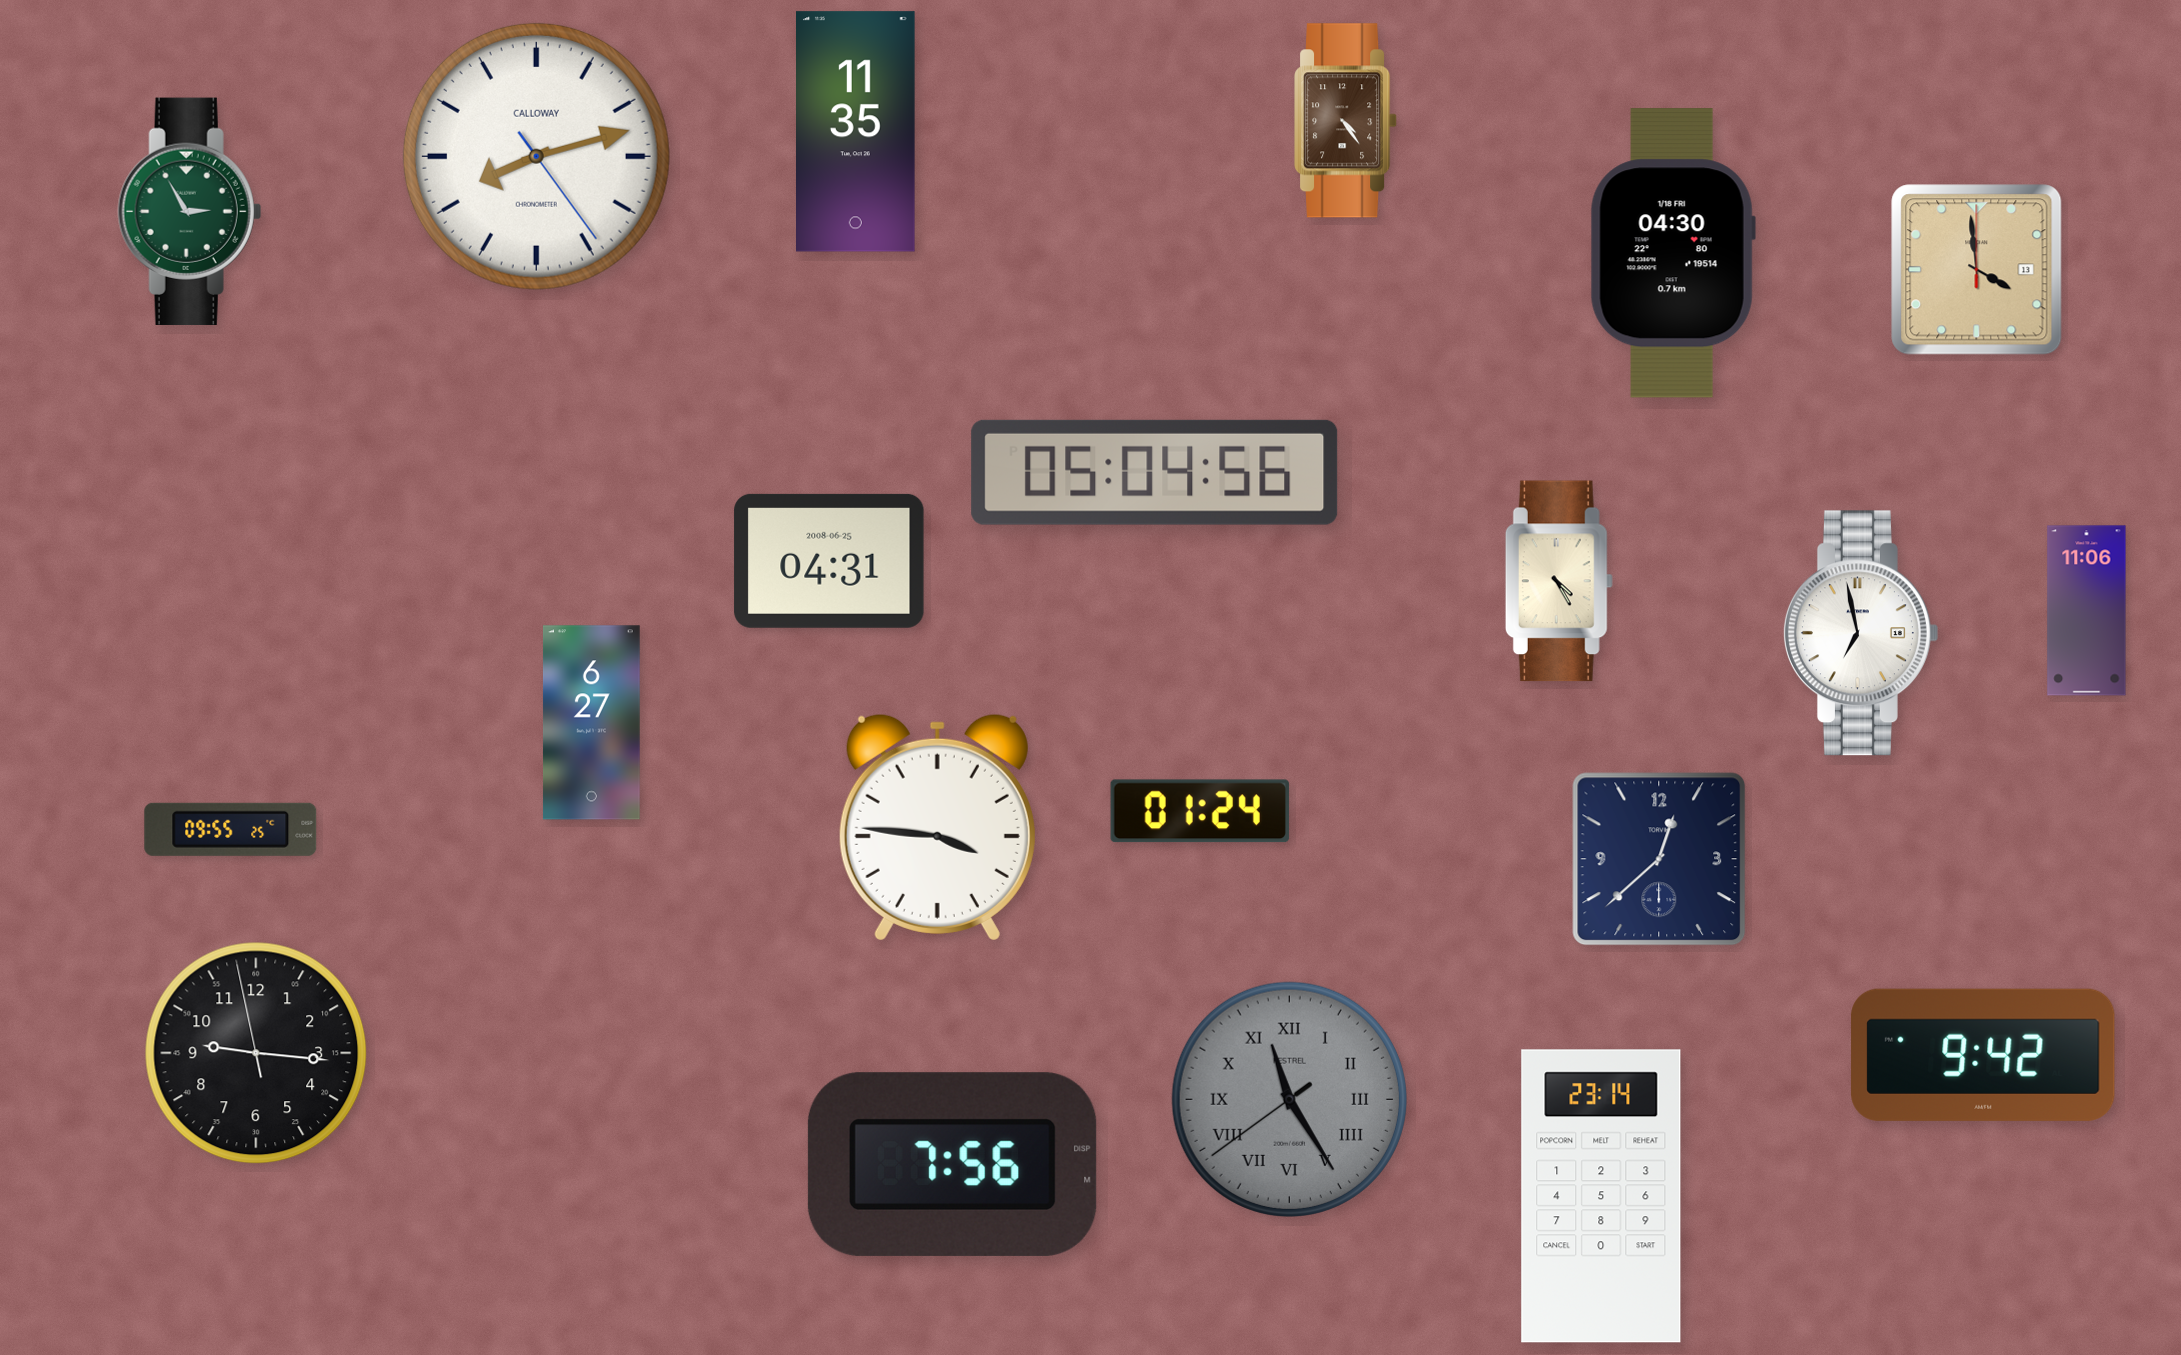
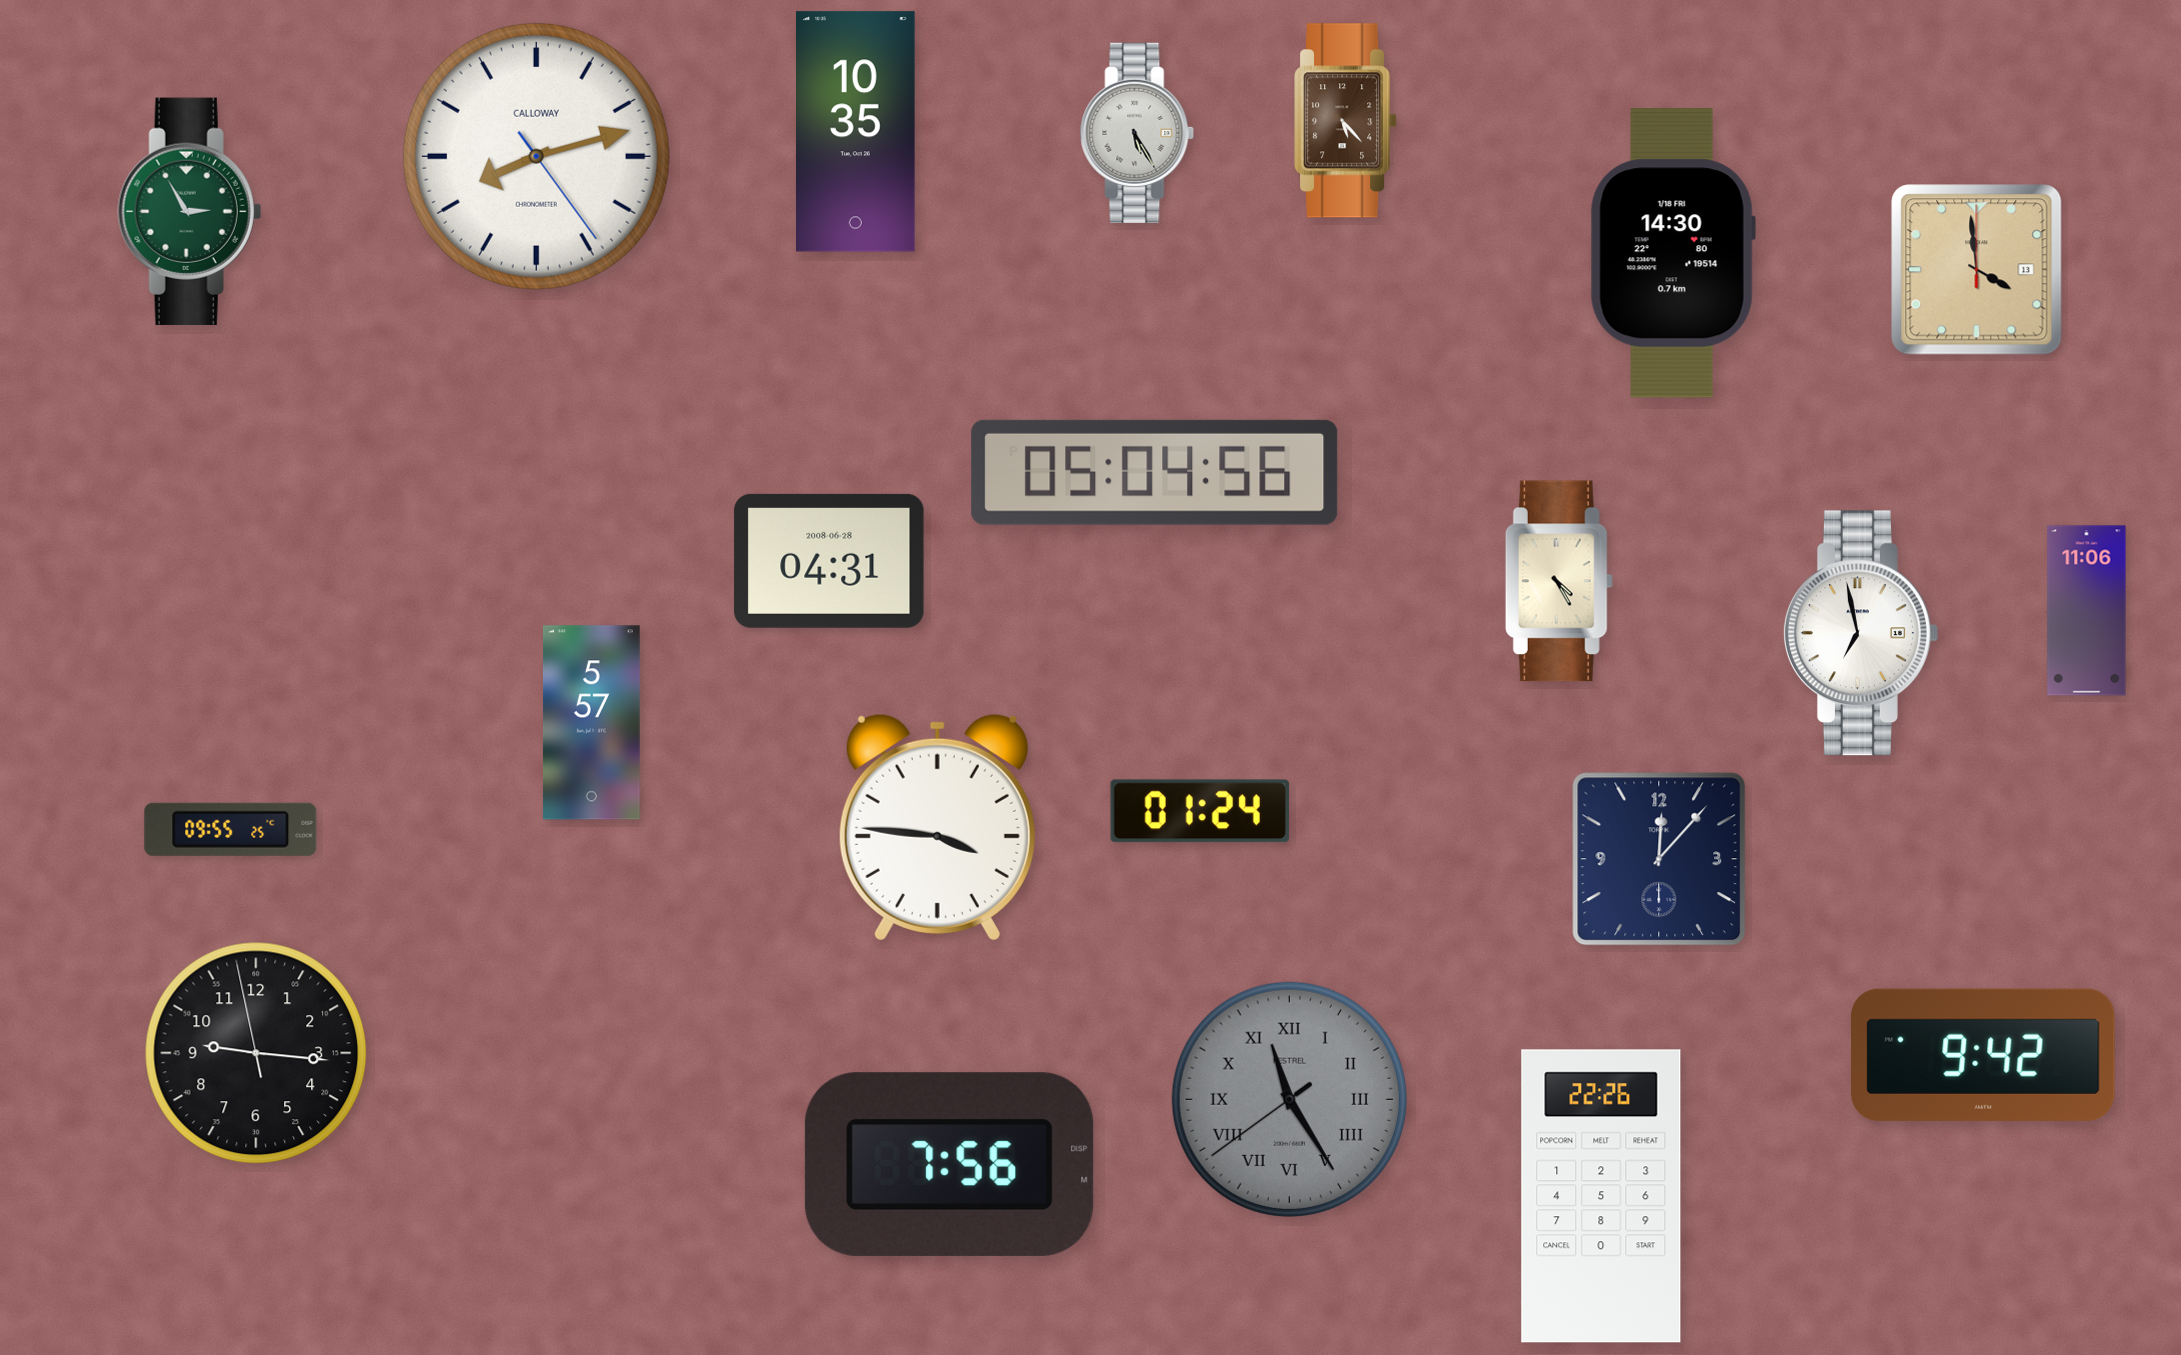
clock at (1346, 121): 4:24 -> 5:23
clock at (856, 132): 11:35 -> 10:35
clock at (1137, 133): none -> 5:25
clock at (1673, 253): 04:30 -> 14:30
clock at (829, 561) date: 2008-06-25 -> 2008-06-28
clock at (591, 723): 6:27 -> 5:57
clock at (1659, 859): 12:38 -> 12:07
clock at (952, 1164) position: (952, 1164) -> (949, 1164)
clock at (1601, 1196): 23:14 -> 22:26
